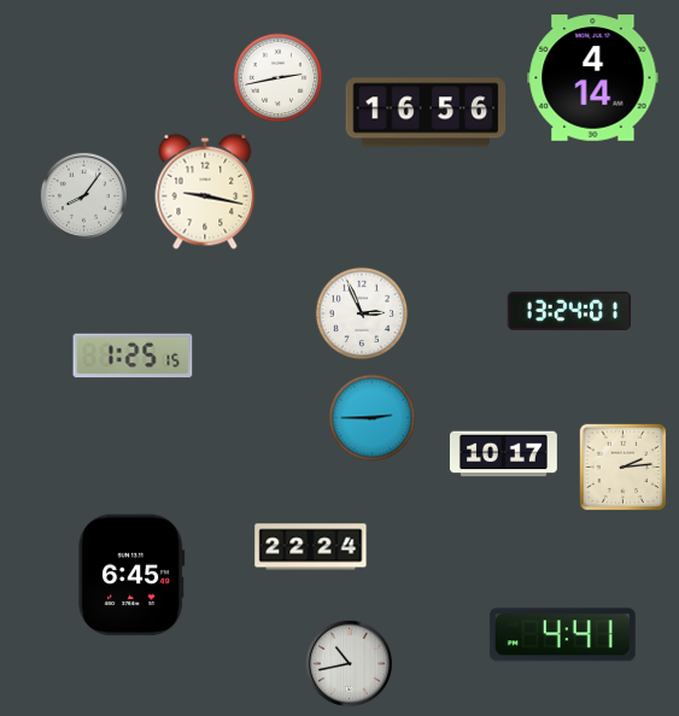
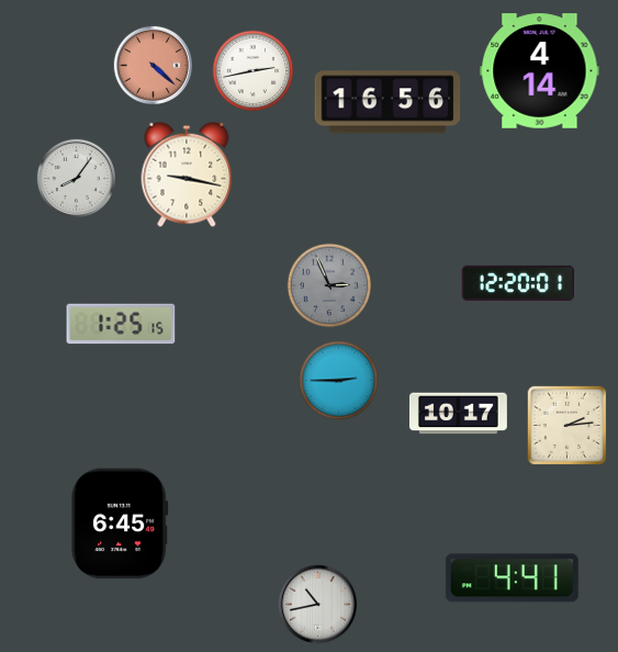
clock at (153, 65): none -> 4:22
clock at (569, 311): 13:24 -> 12:20
clock at (362, 313) dial: white -> grey
clock at (311, 547): 22:24 -> none
